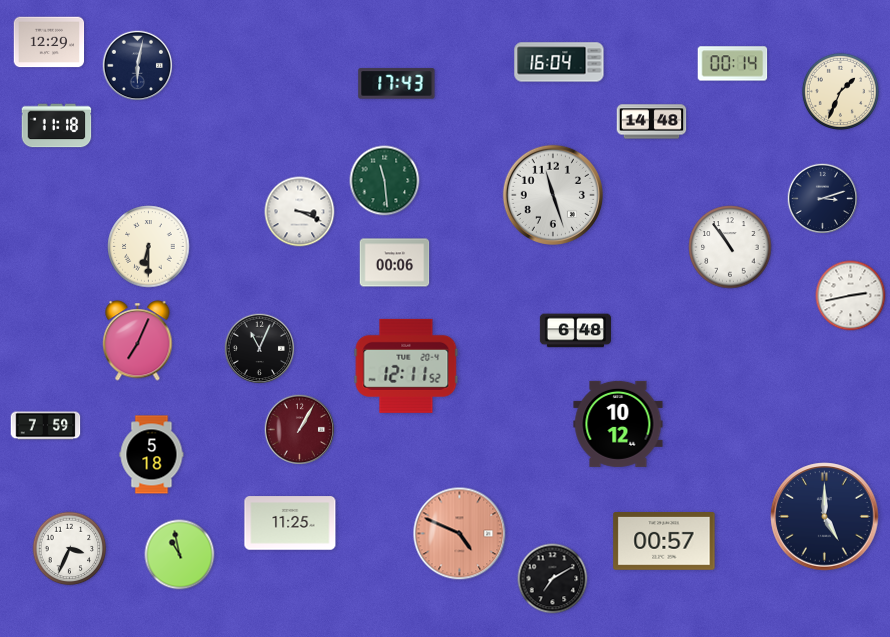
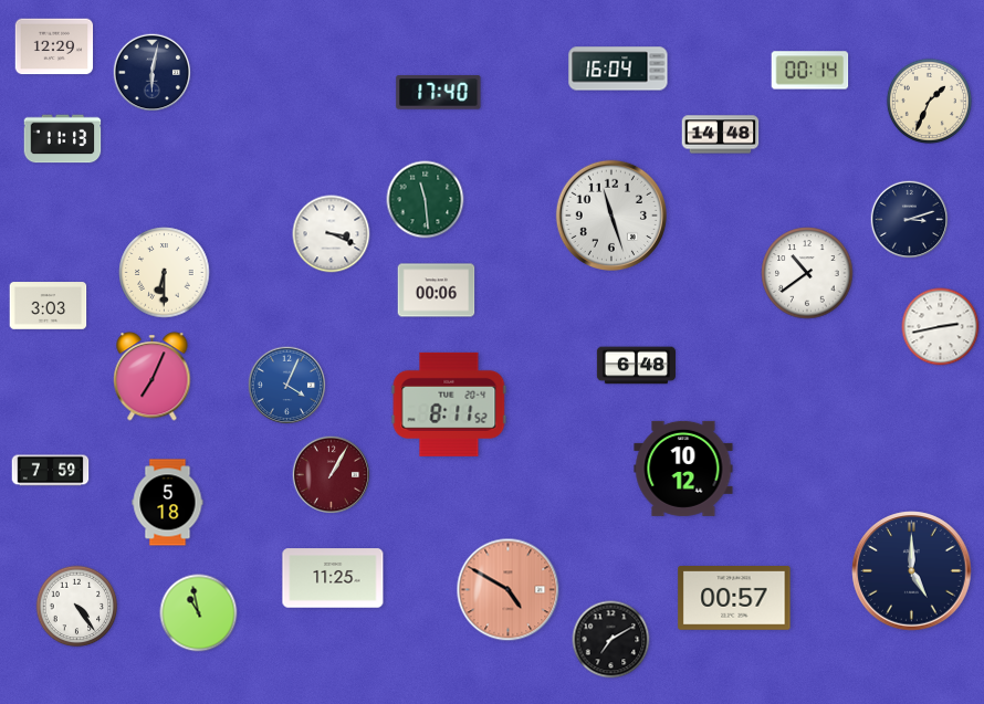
clock at (397, 84): 17:43 -> 17:40
clock at (57, 126): 11:18 -> 11:13
clock at (730, 247): 10:54 -> 10:39
clock at (49, 306): none -> 3:03
clock at (260, 349): 11:04 -> 4:04
clock at (260, 349) dial: black -> blue
clock at (406, 366): 12:11 -> 8:11
clock at (290, 523) position: (290, 523) -> (333, 578)
clock at (460, 534): 4:49 -> 4:50
clock at (70, 549): 3:34 -> 4:24
